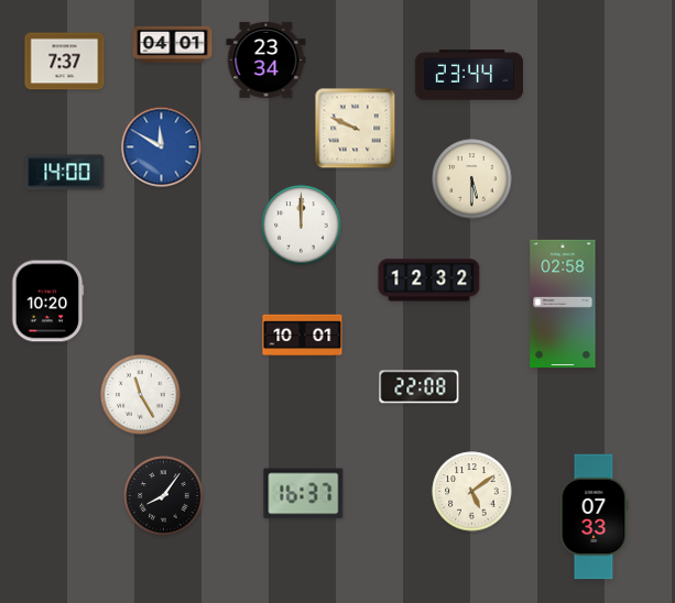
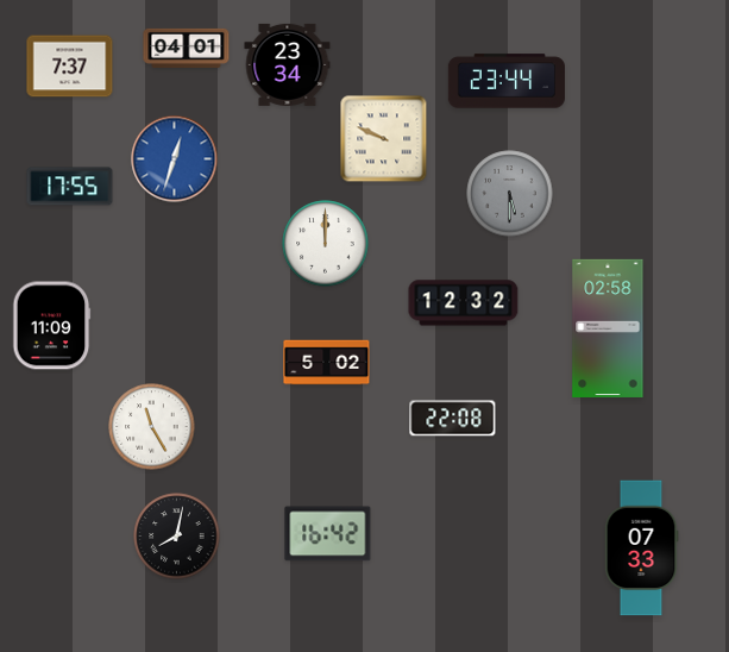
clock at (162, 147): 11:50 -> 12:33
clock at (65, 173): 14:00 -> 17:55
clock at (472, 179) dial: cream -> grey
clock at (47, 301): 10:20 -> 11:09
clock at (303, 336): 10:01 -> 5:02
clock at (472, 492): 5:09 -> none
clock at (304, 494): 16:37 -> 16:42
clock at (164, 496): 8:06 -> 8:02
clock at (594, 517) position: (594, 517) -> (641, 548)
